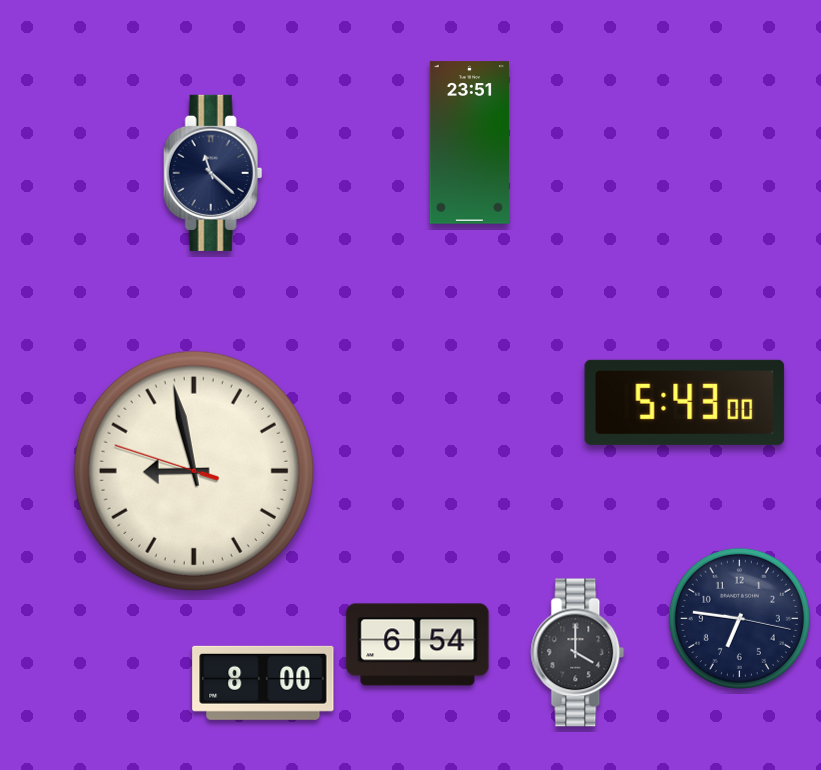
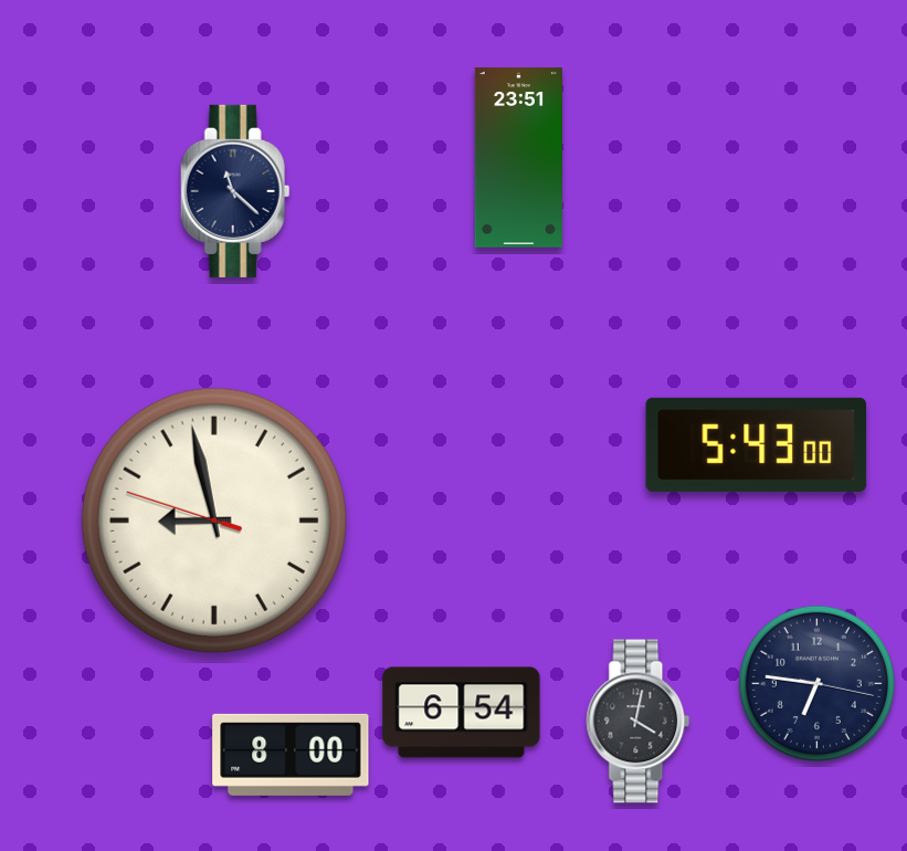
clock at (578, 653): 4:00 -> 4:02
